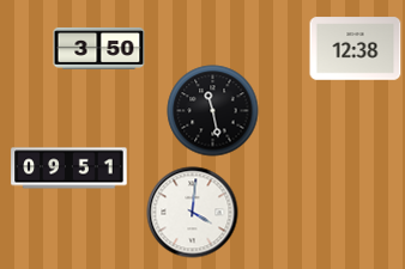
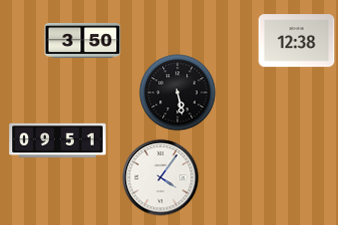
clock at (213, 111): 11:28 -> 5:28
clock at (193, 213): 4:01 -> 4:06
